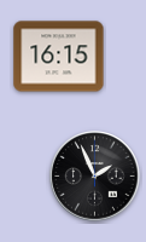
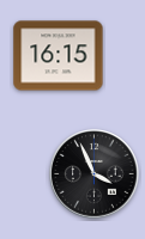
clock at (95, 177): 1:56 -> 3:56
